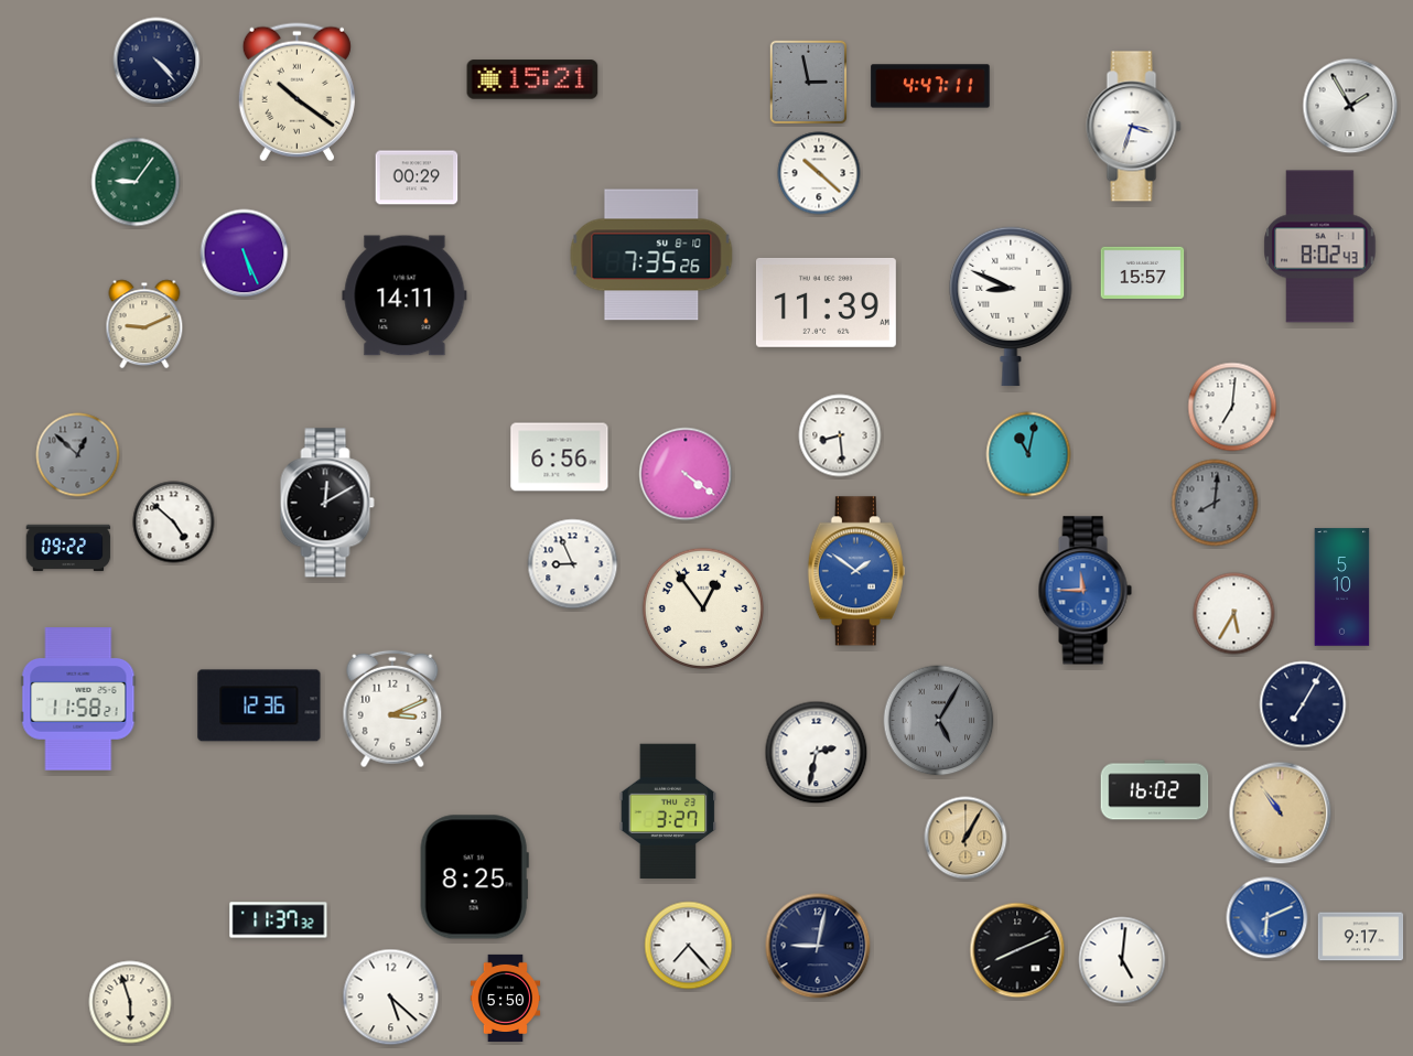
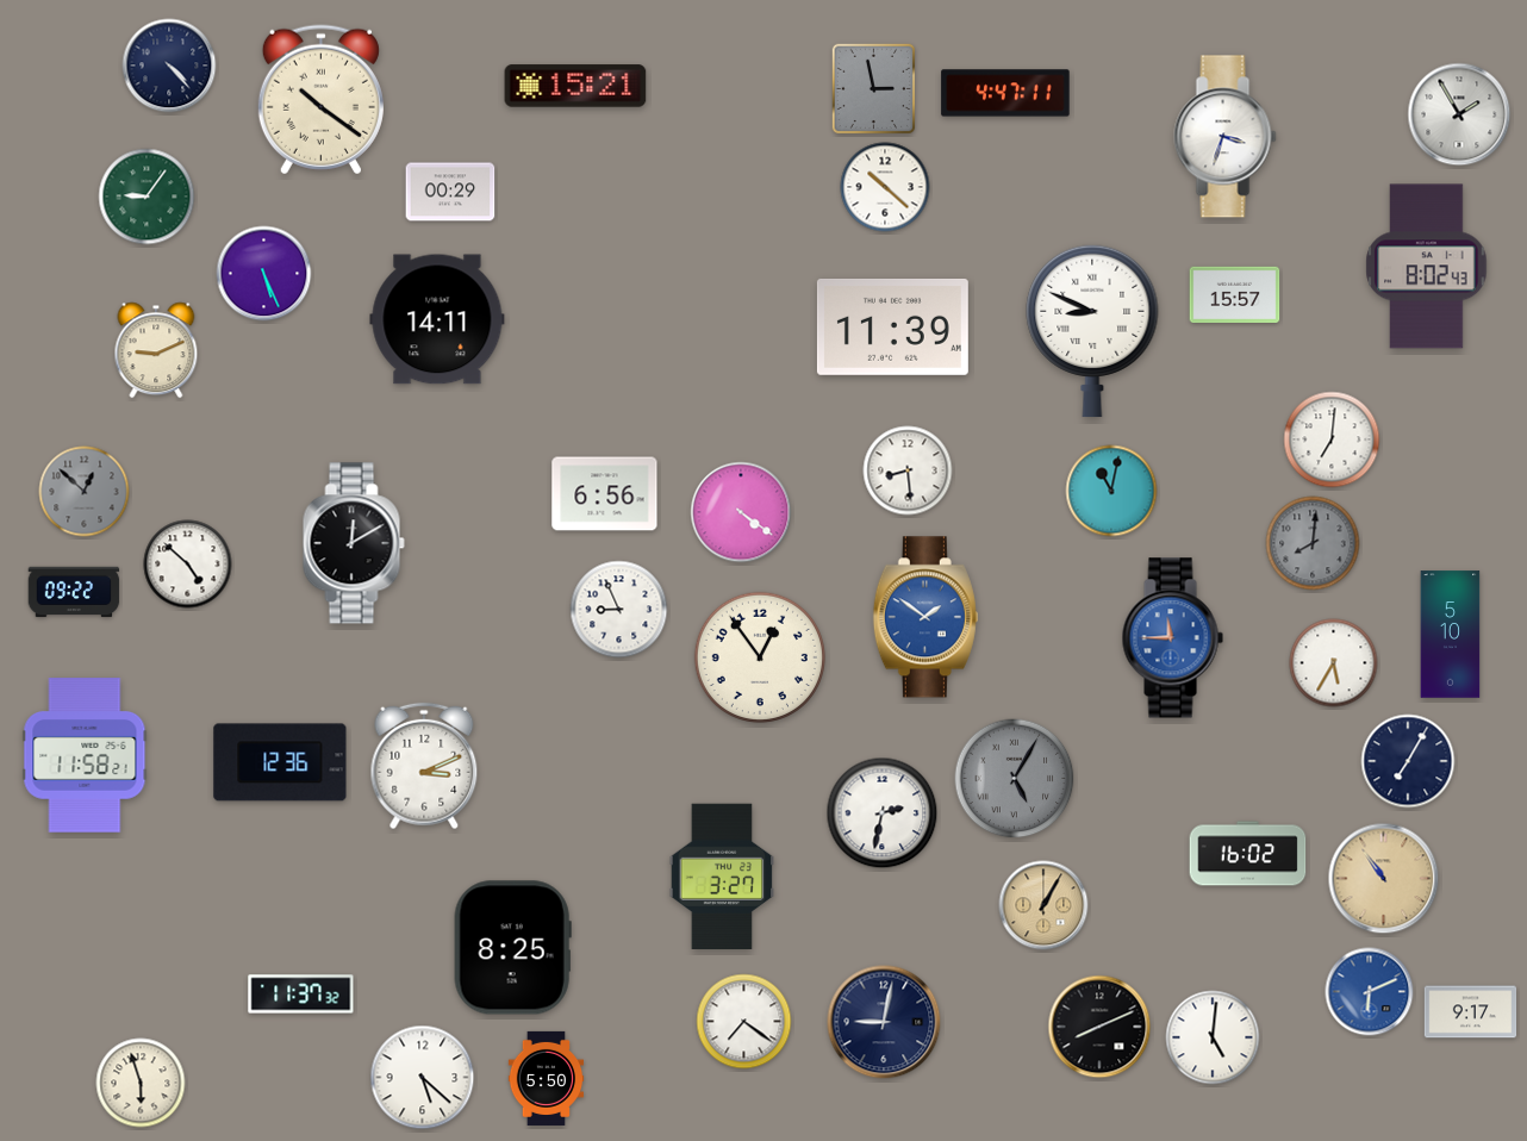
clock at (651, 255): 7:35 -> none
clock at (689, 946): 7:23 -> 7:21
